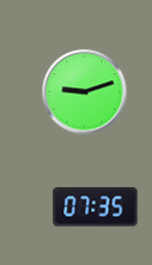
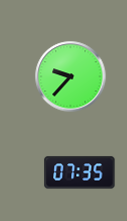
clock at (85, 92): 9:12 -> 9:37
